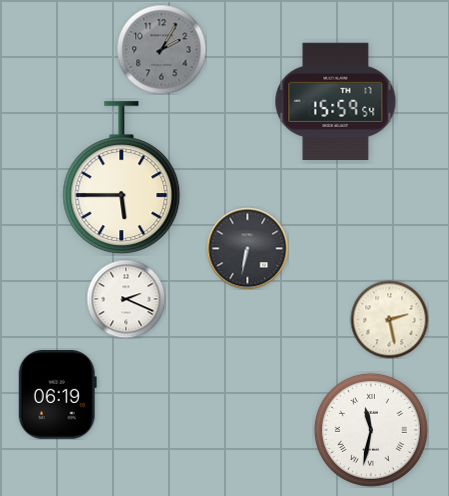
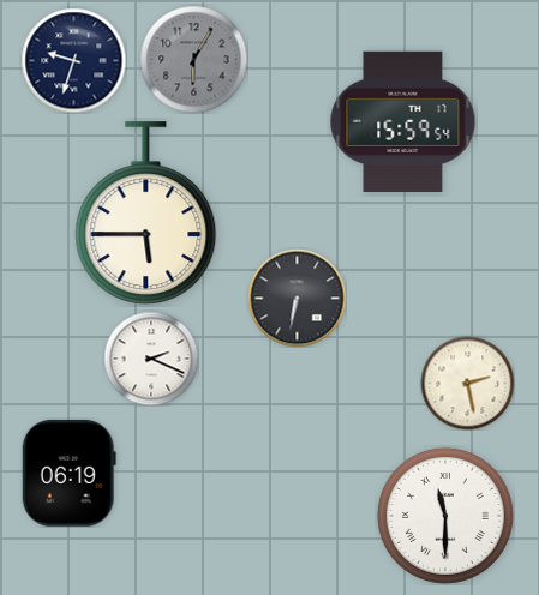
clock at (161, 49): 2:05 -> 6:05
clock at (73, 60): none -> 9:33
clock at (371, 430): 11:32 -> 11:30
